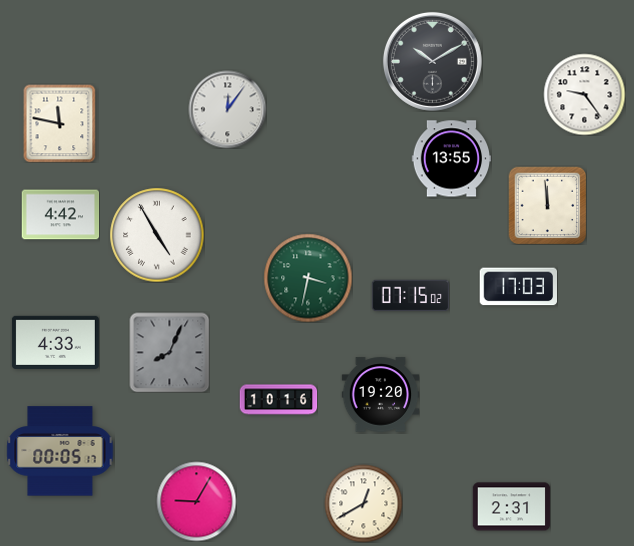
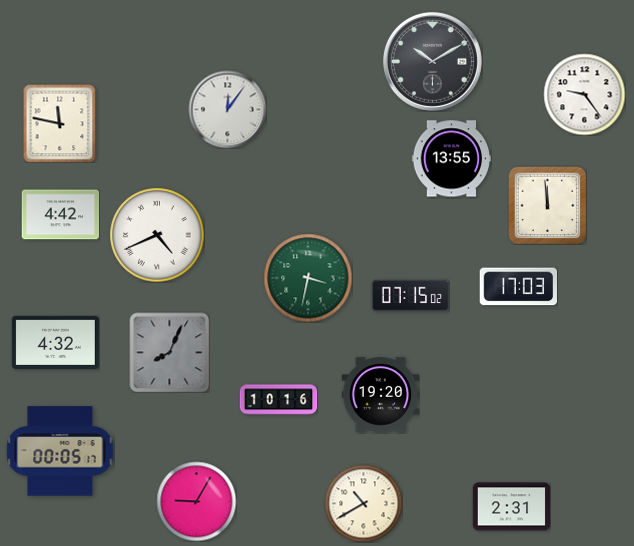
clock at (157, 235): 4:55 -> 4:41
clock at (55, 342): 4:33 -> 4:32
clock at (363, 503): 12:40 -> 10:40
